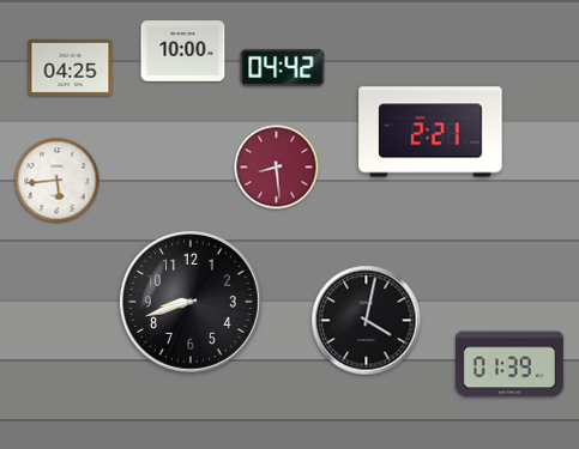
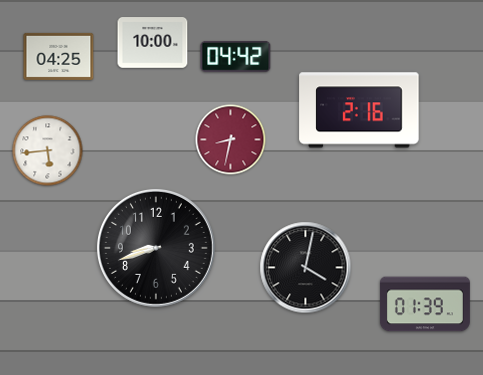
clock at (430, 132): 2:21 -> 2:16
clock at (277, 168): 8:29 -> 8:32
clock at (191, 302) position: (191, 302) -> (156, 248)
